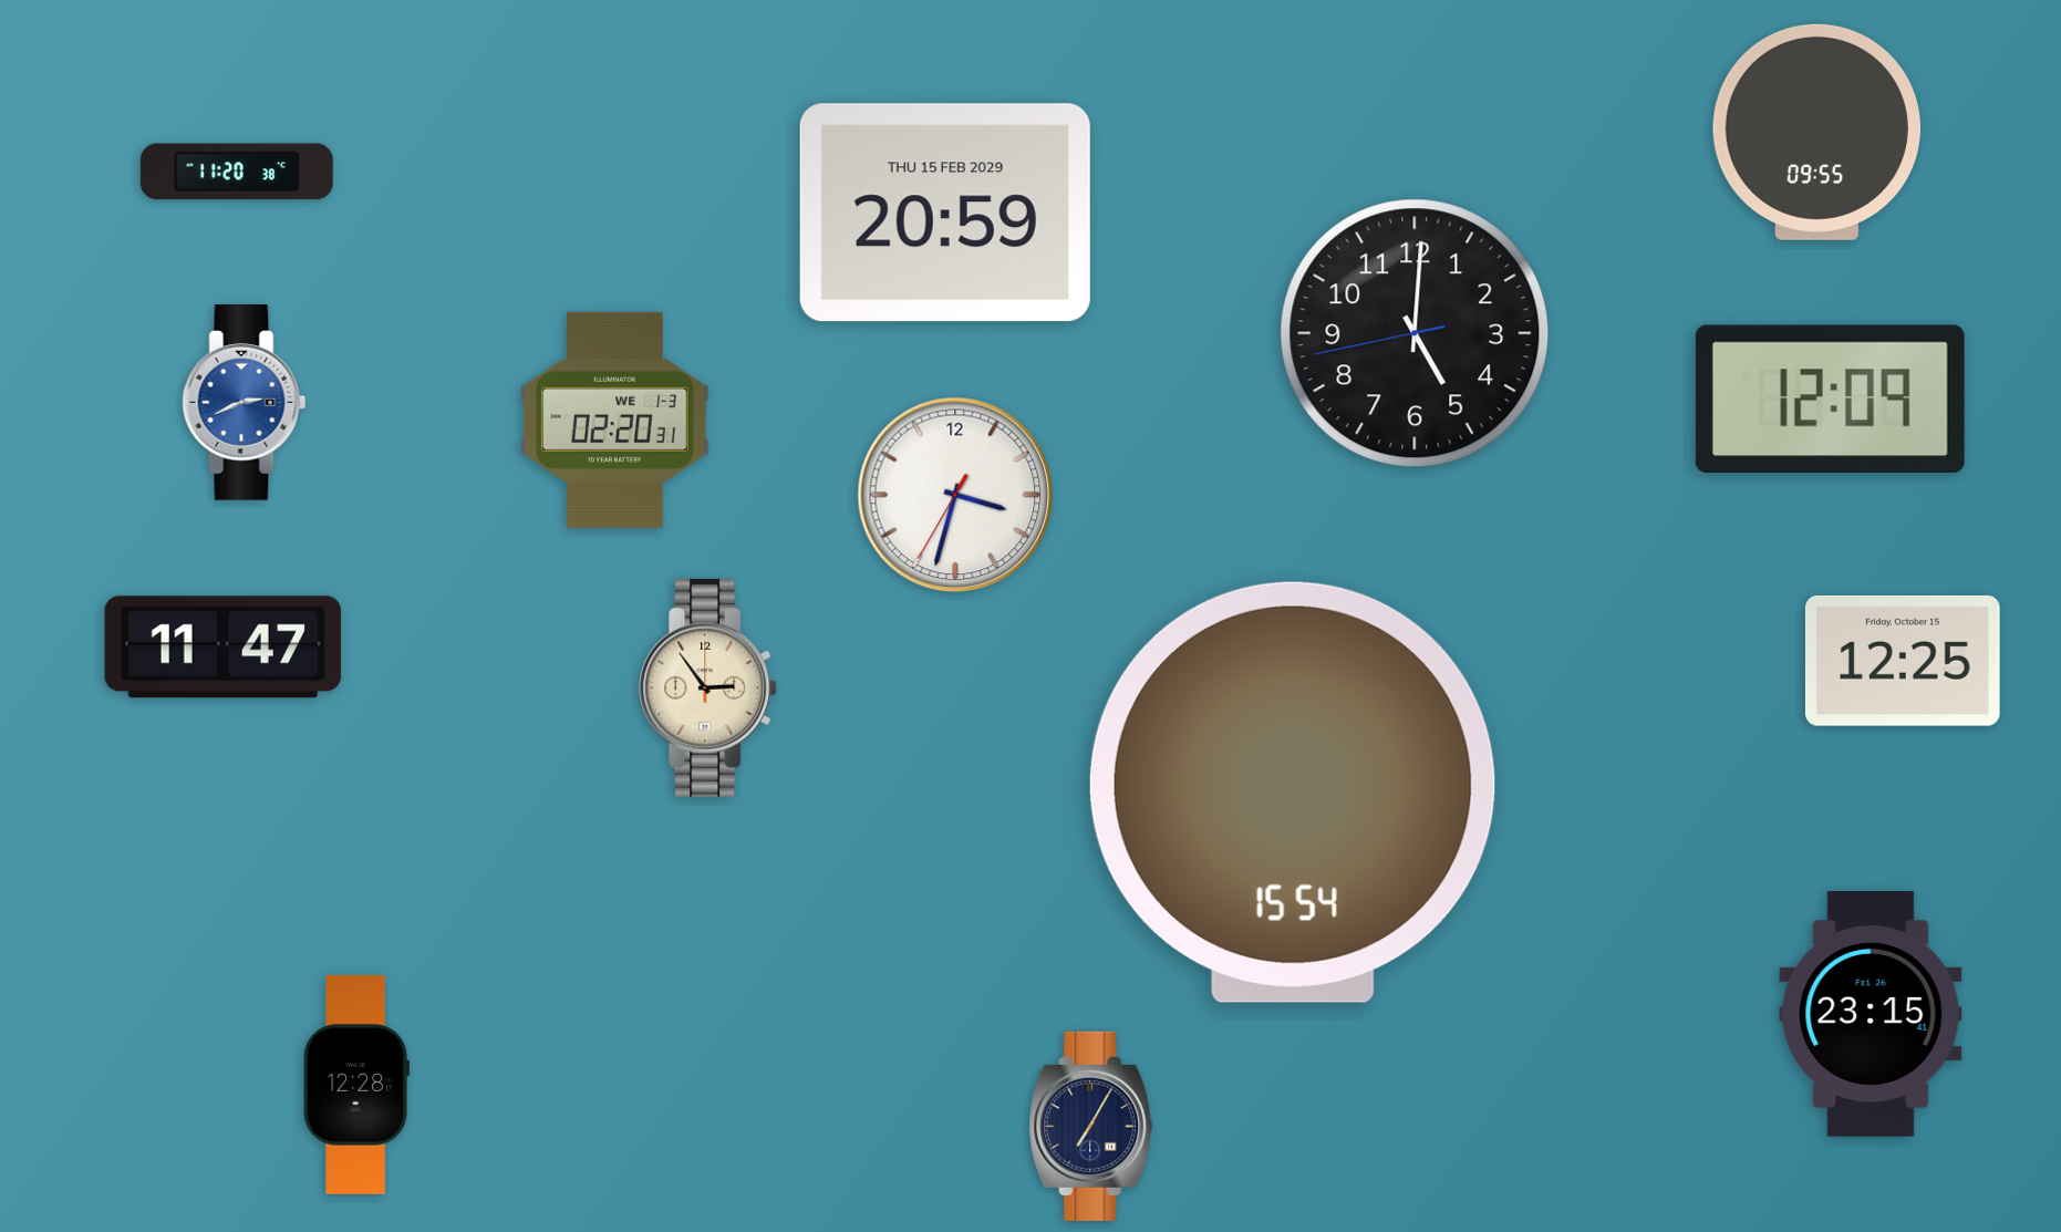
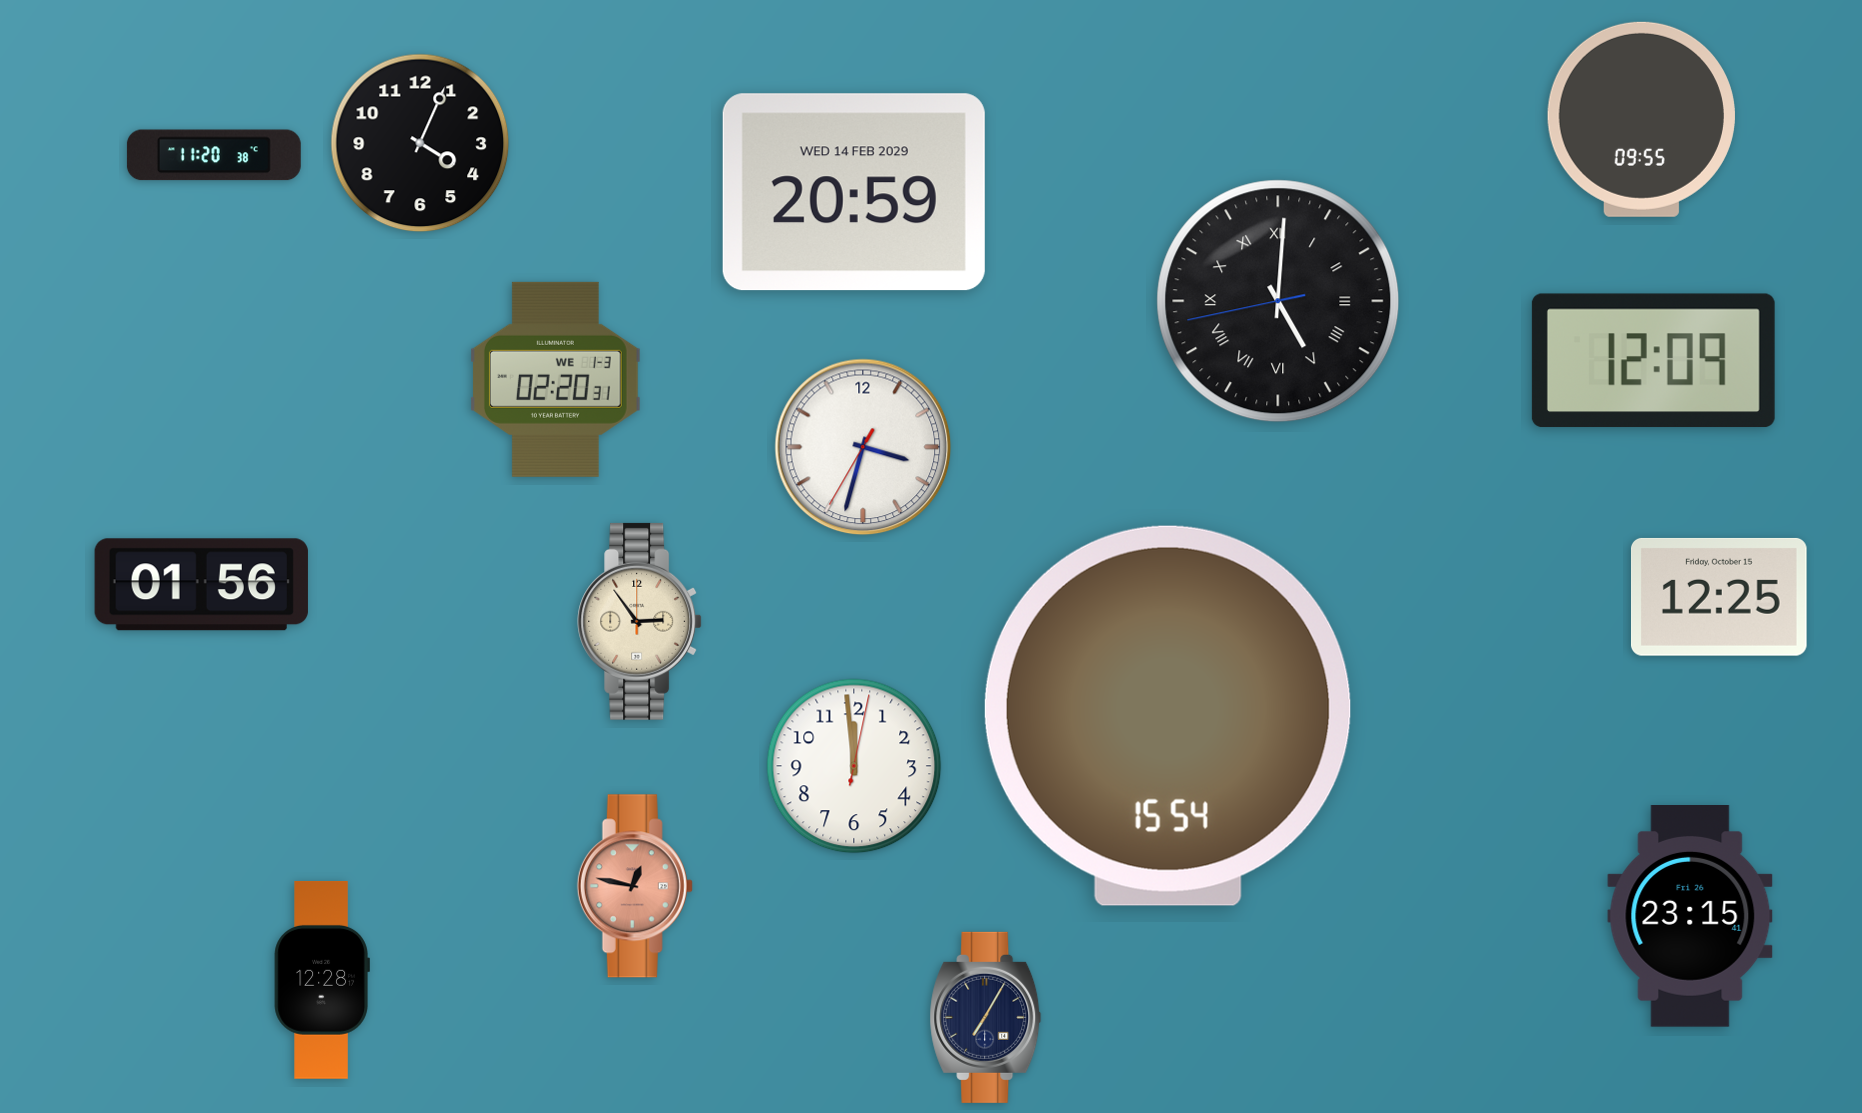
clock at (420, 143): none -> 4:04
clock at (945, 213) date: THU 15 FEB 2029 -> WED 14 FEB 2029
clock at (1415, 333) numerals: Arabic -> Roman
clock at (245, 403): 2:41 -> none
clock at (222, 648): 11:47 -> 01:56
clock at (854, 766): none -> 11:59
clock at (635, 886): none -> 12:47
